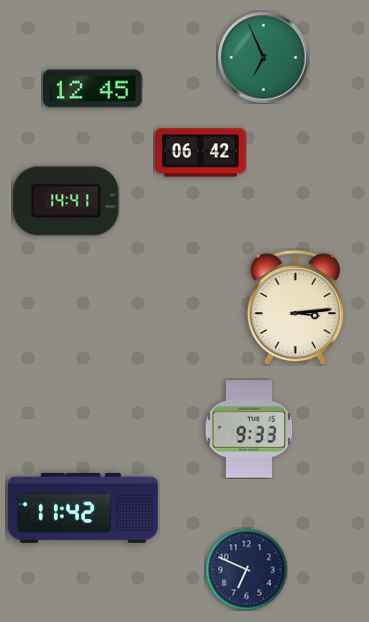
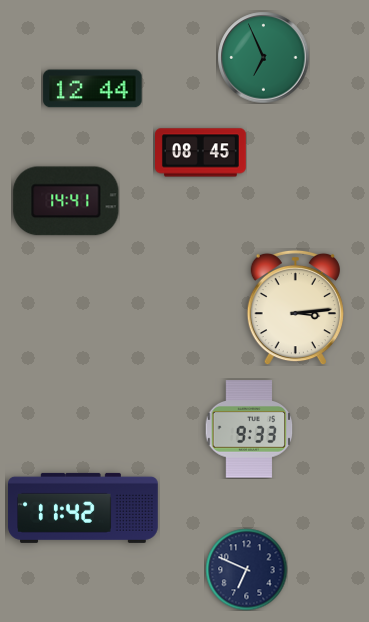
clock at (93, 89): 12:45 -> 12:44
clock at (201, 153): 06:42 -> 08:45
